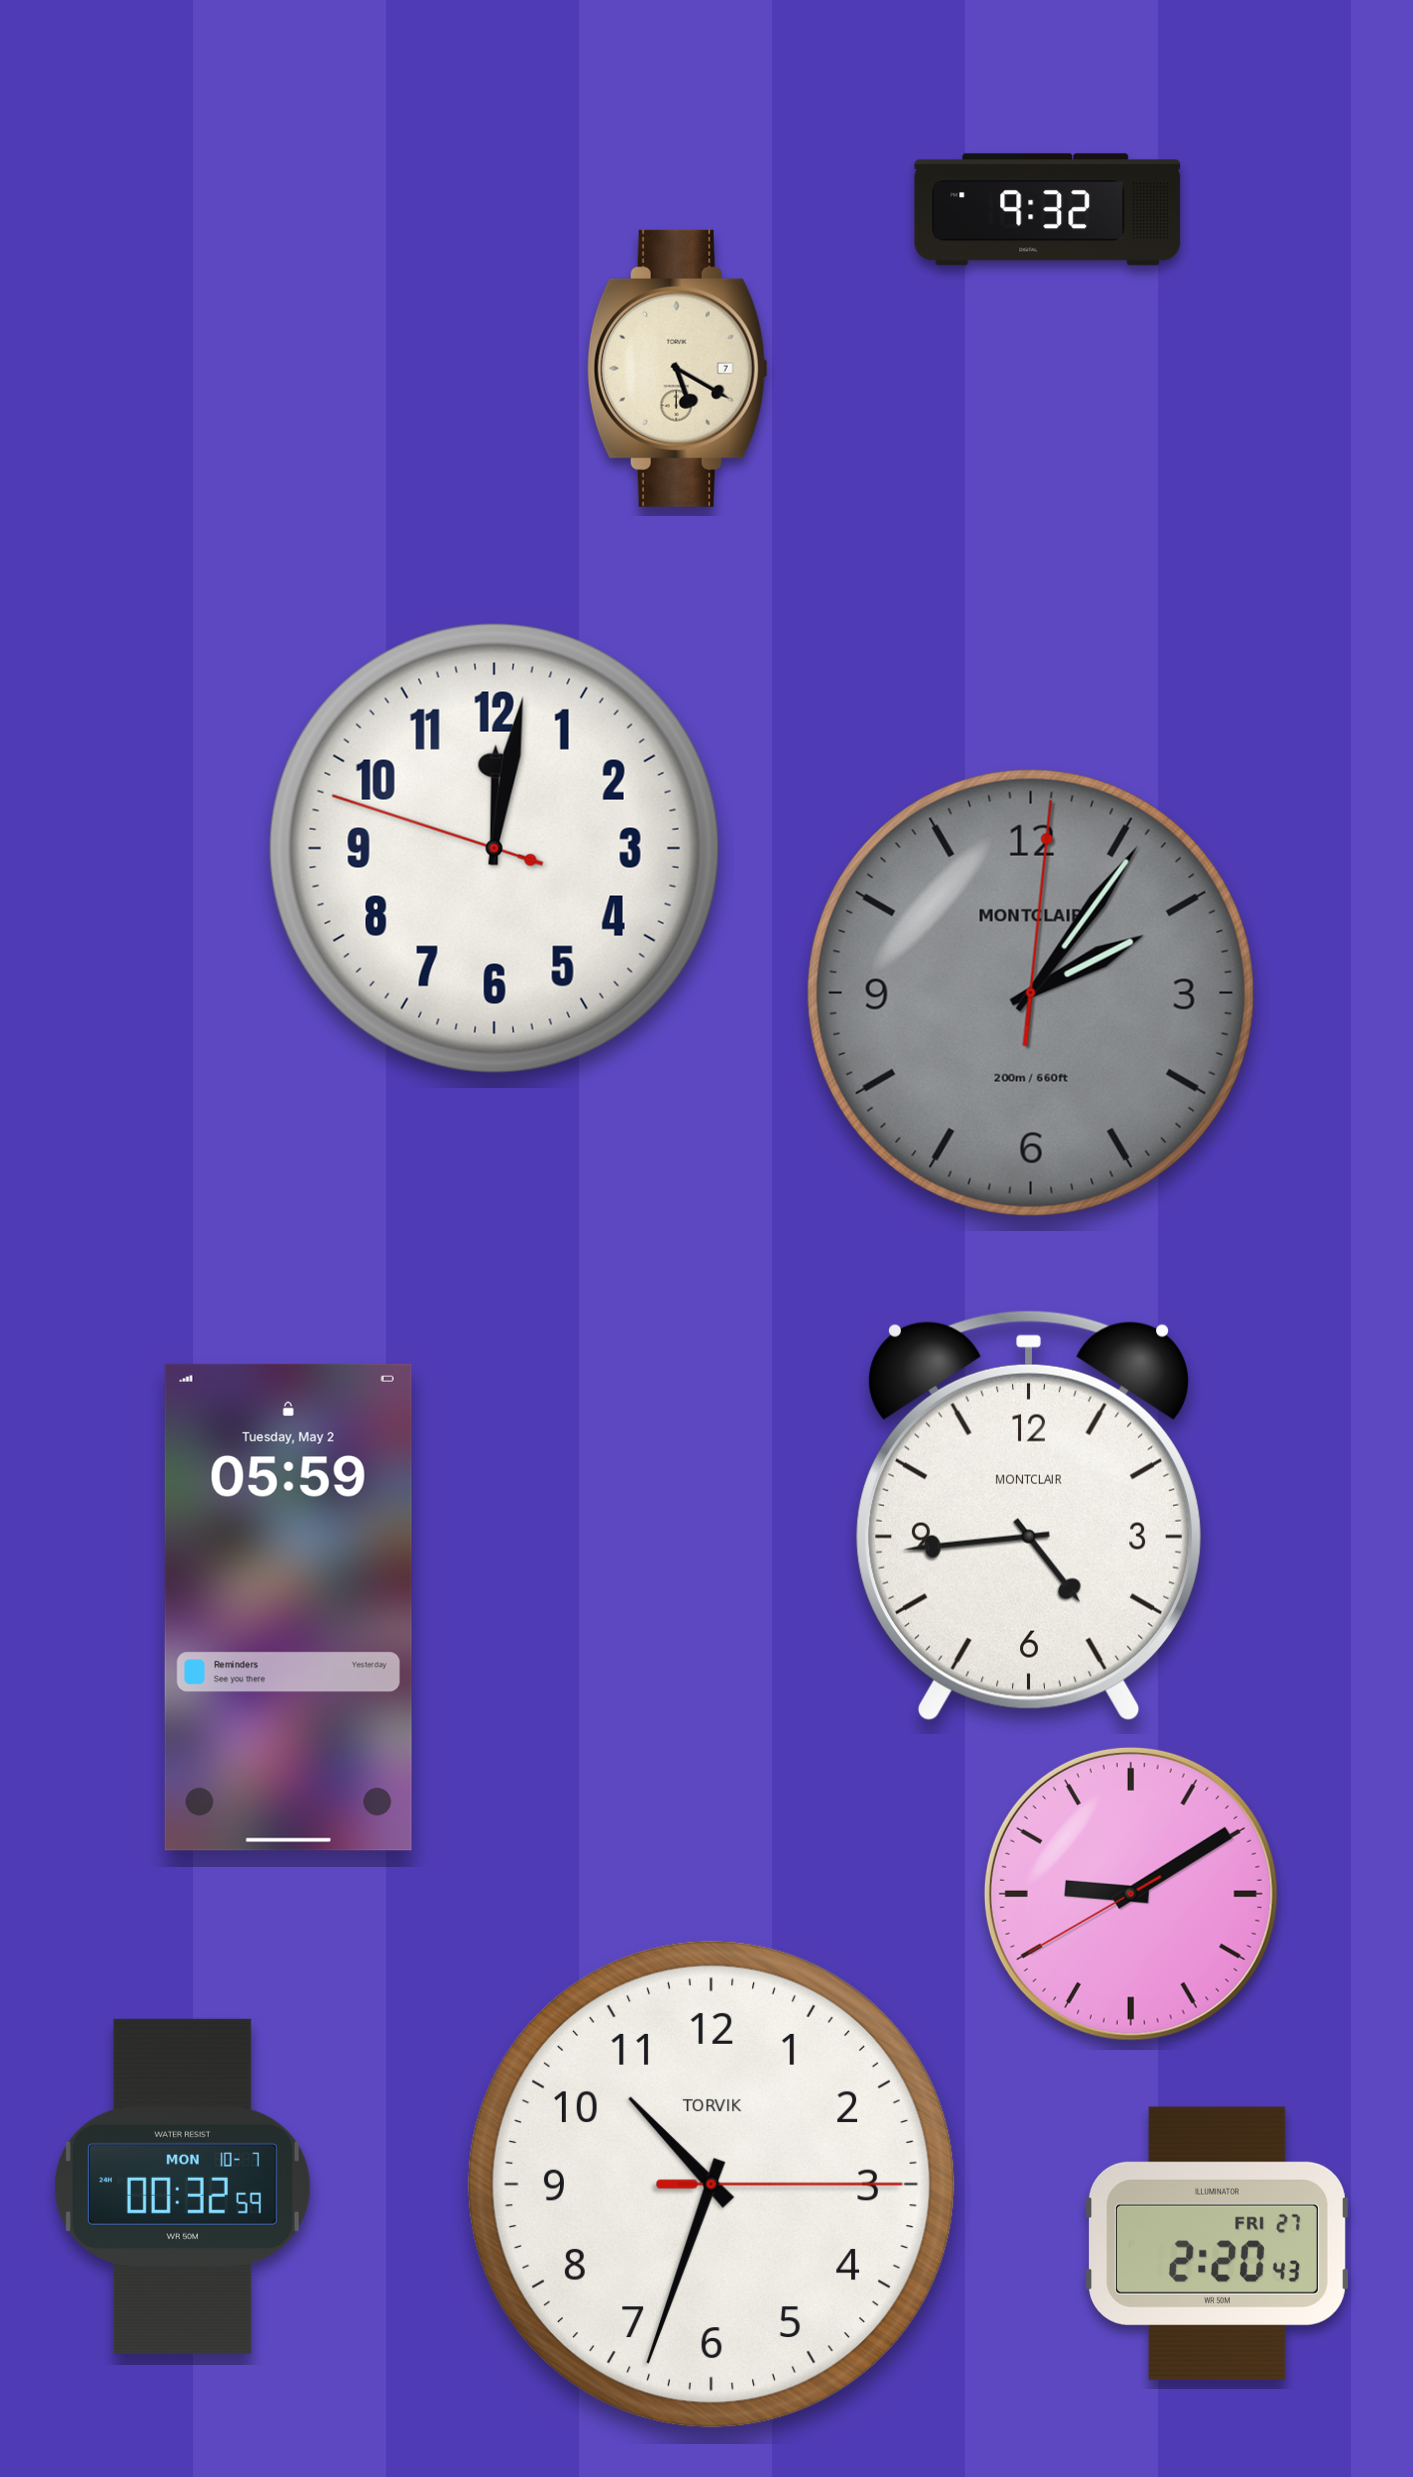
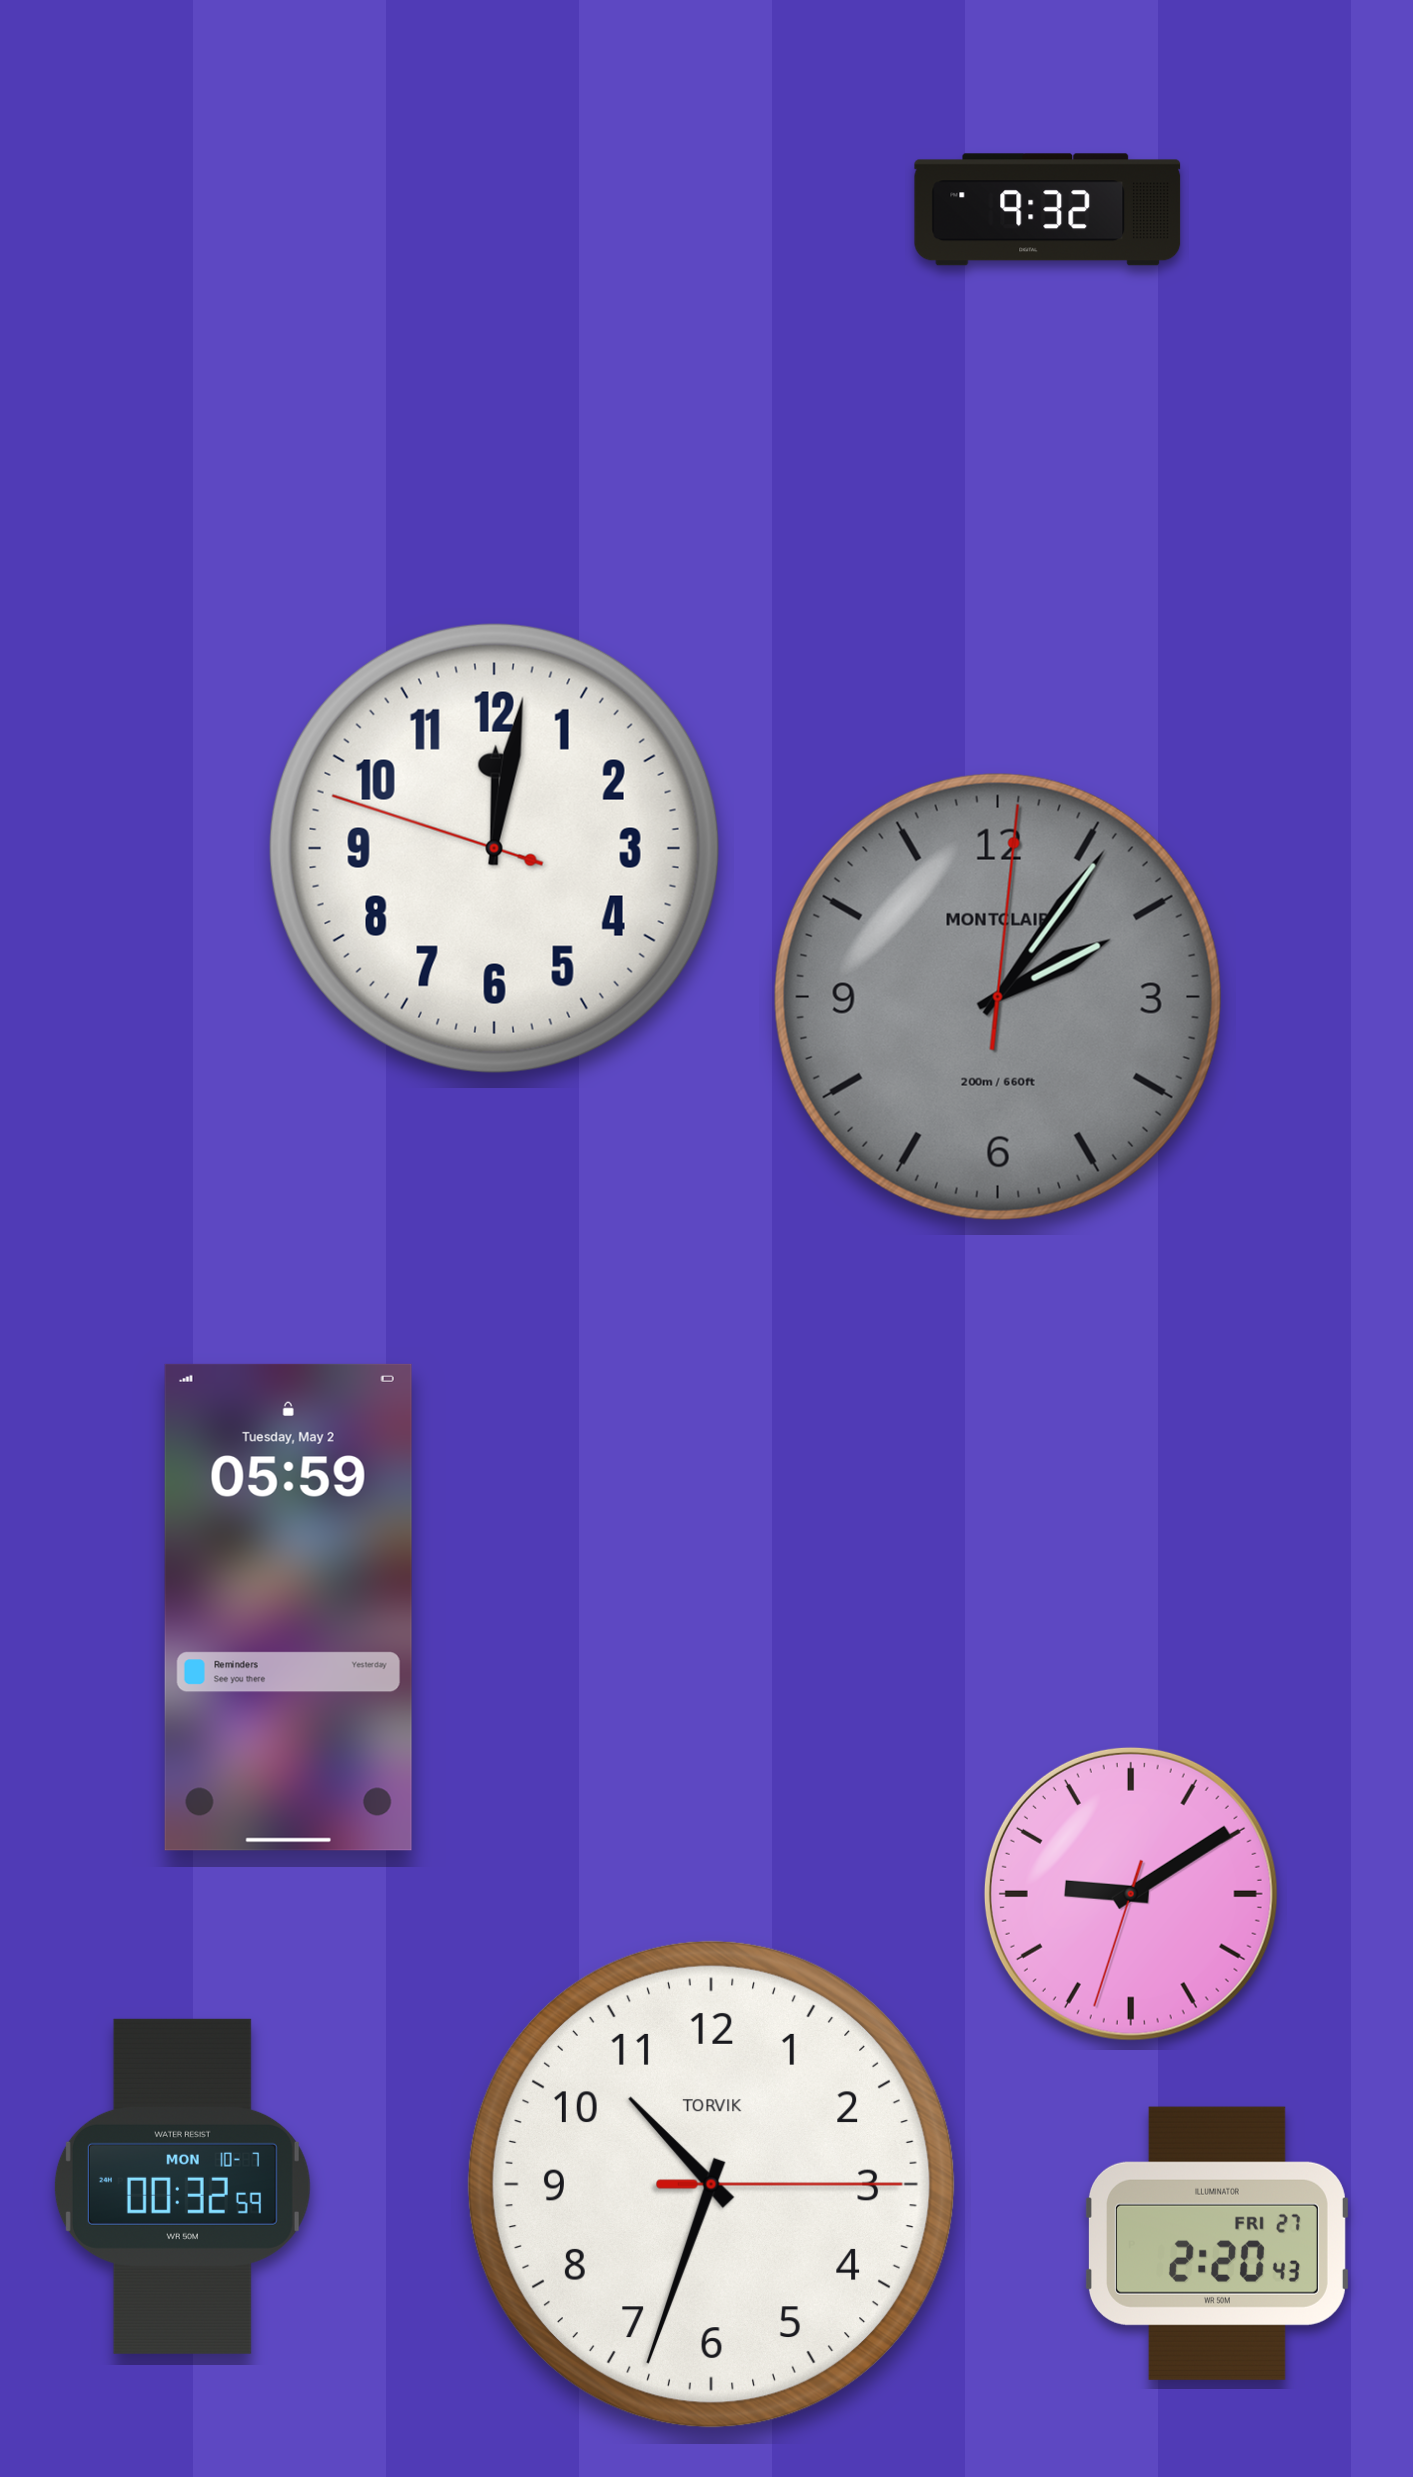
clock at (677, 368): 5:20 -> none
clock at (1031, 993) position: (1031, 993) -> (998, 997)
clock at (1028, 1516): 4:44 -> none
clock at (1131, 1894): 9:09:40 -> 9:09:33
